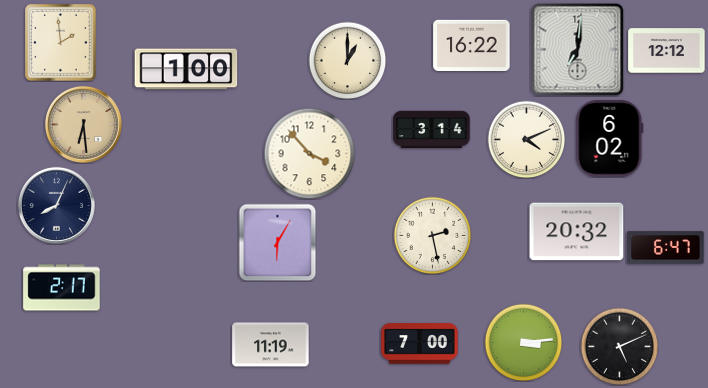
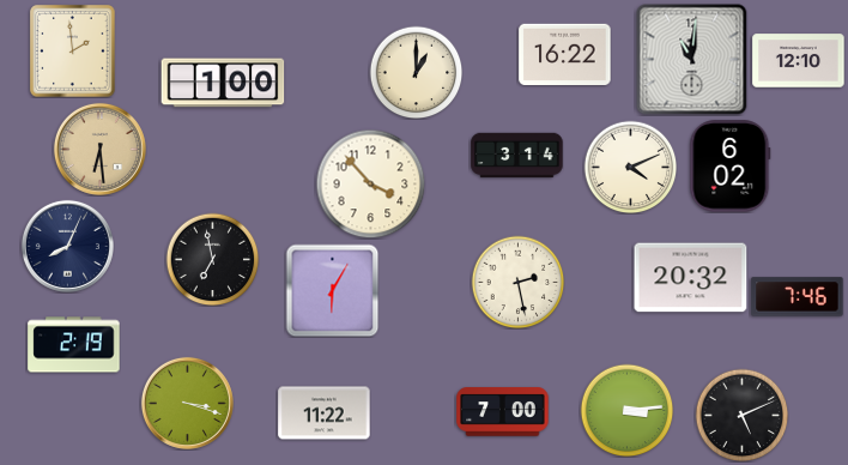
clock at (577, 49): 7:01 -> 11:01
clock at (667, 51): 12:12 -> 12:10
clock at (212, 259): none -> 6:58
clock at (666, 248): 6:47 -> 7:46
clock at (62, 288): 2:17 -> 2:19
clock at (187, 403): none -> 3:18
clock at (271, 345): 11:19 -> 11:22
